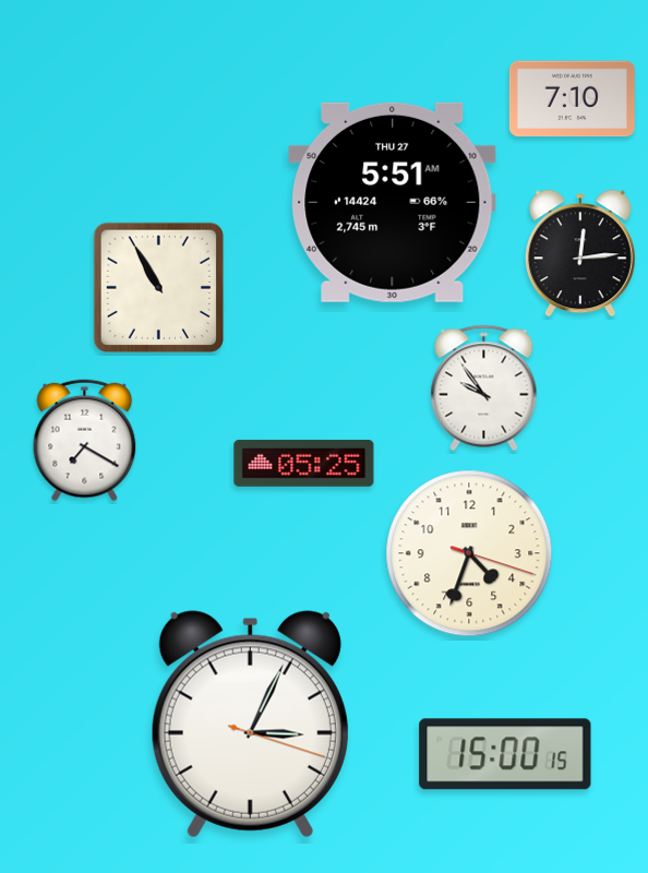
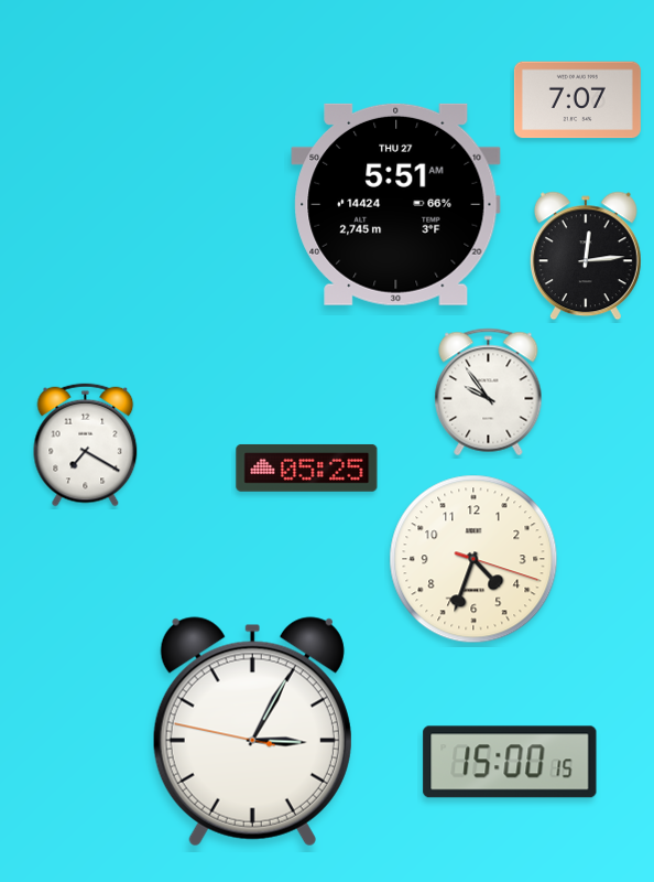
clock at (572, 99): 7:10 -> 7:07
clock at (159, 288): 10:55 -> none
clock at (250, 725): 3:04:18 -> 3:04:47
